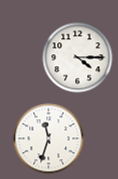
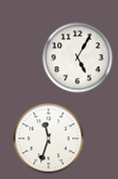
clock at (78, 58): 4:15 -> 5:05
